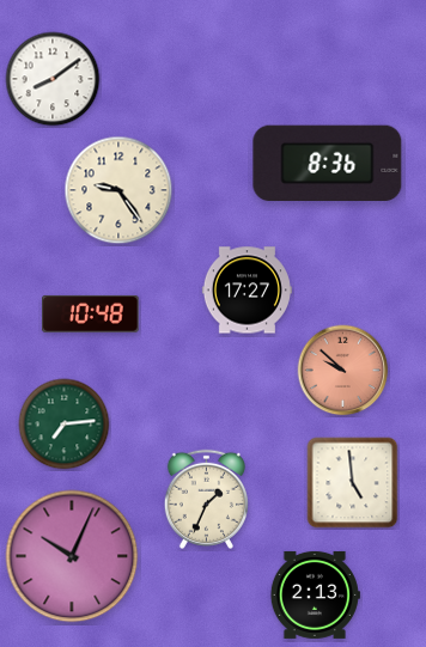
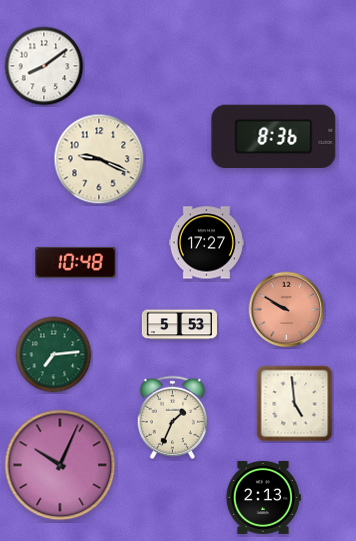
clock at (118, 190): 9:24 -> 9:19
clock at (343, 371): 9:52 -> 9:50
clock at (179, 325): none -> 5:53
